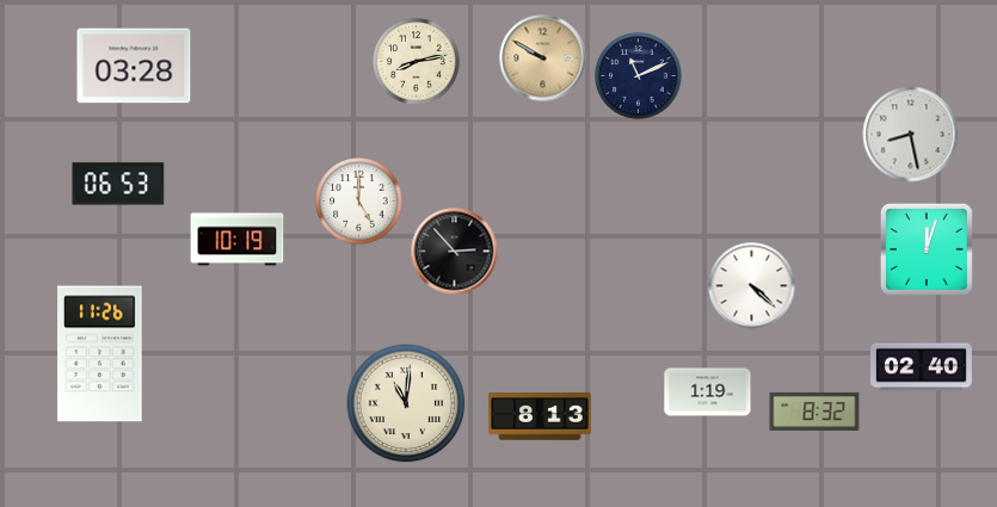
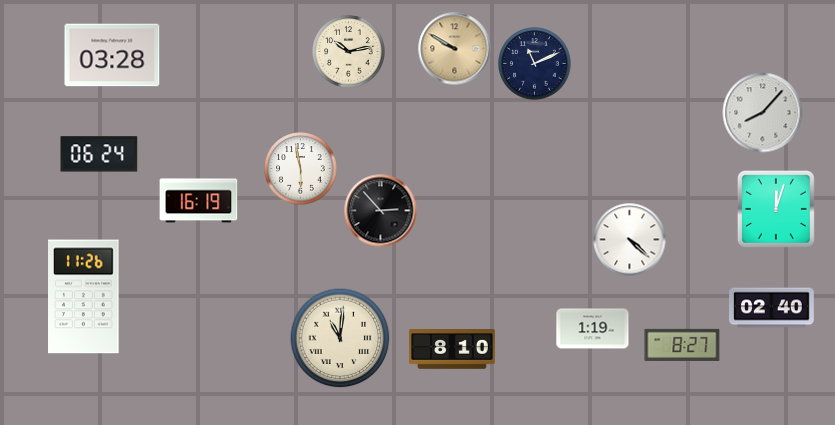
clock at (417, 62): 8:13 -> 10:13
clock at (911, 135): 8:28 -> 8:07
clock at (118, 184): 06:53 -> 06:24
clock at (359, 202): 5:00 -> 5:58
clock at (238, 240): 10:19 -> 16:19
clock at (814, 412): 8:32 -> 8:27
clock at (540, 418): 8:13 -> 8:10
